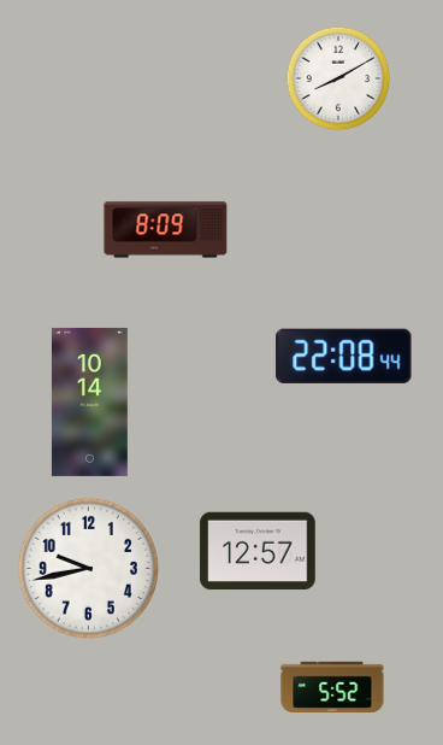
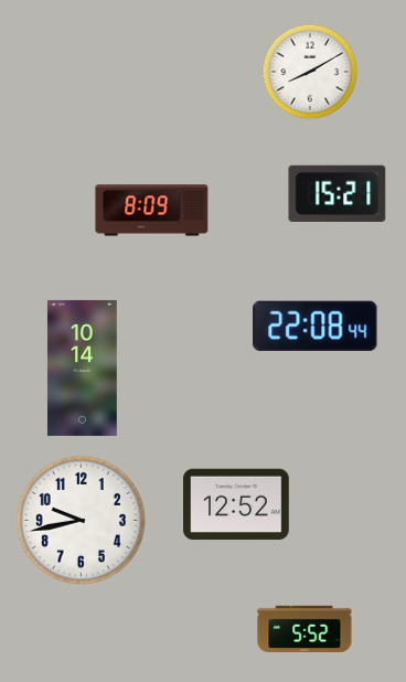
clock at (338, 193): none -> 15:21
clock at (258, 551): 12:57 -> 12:52
